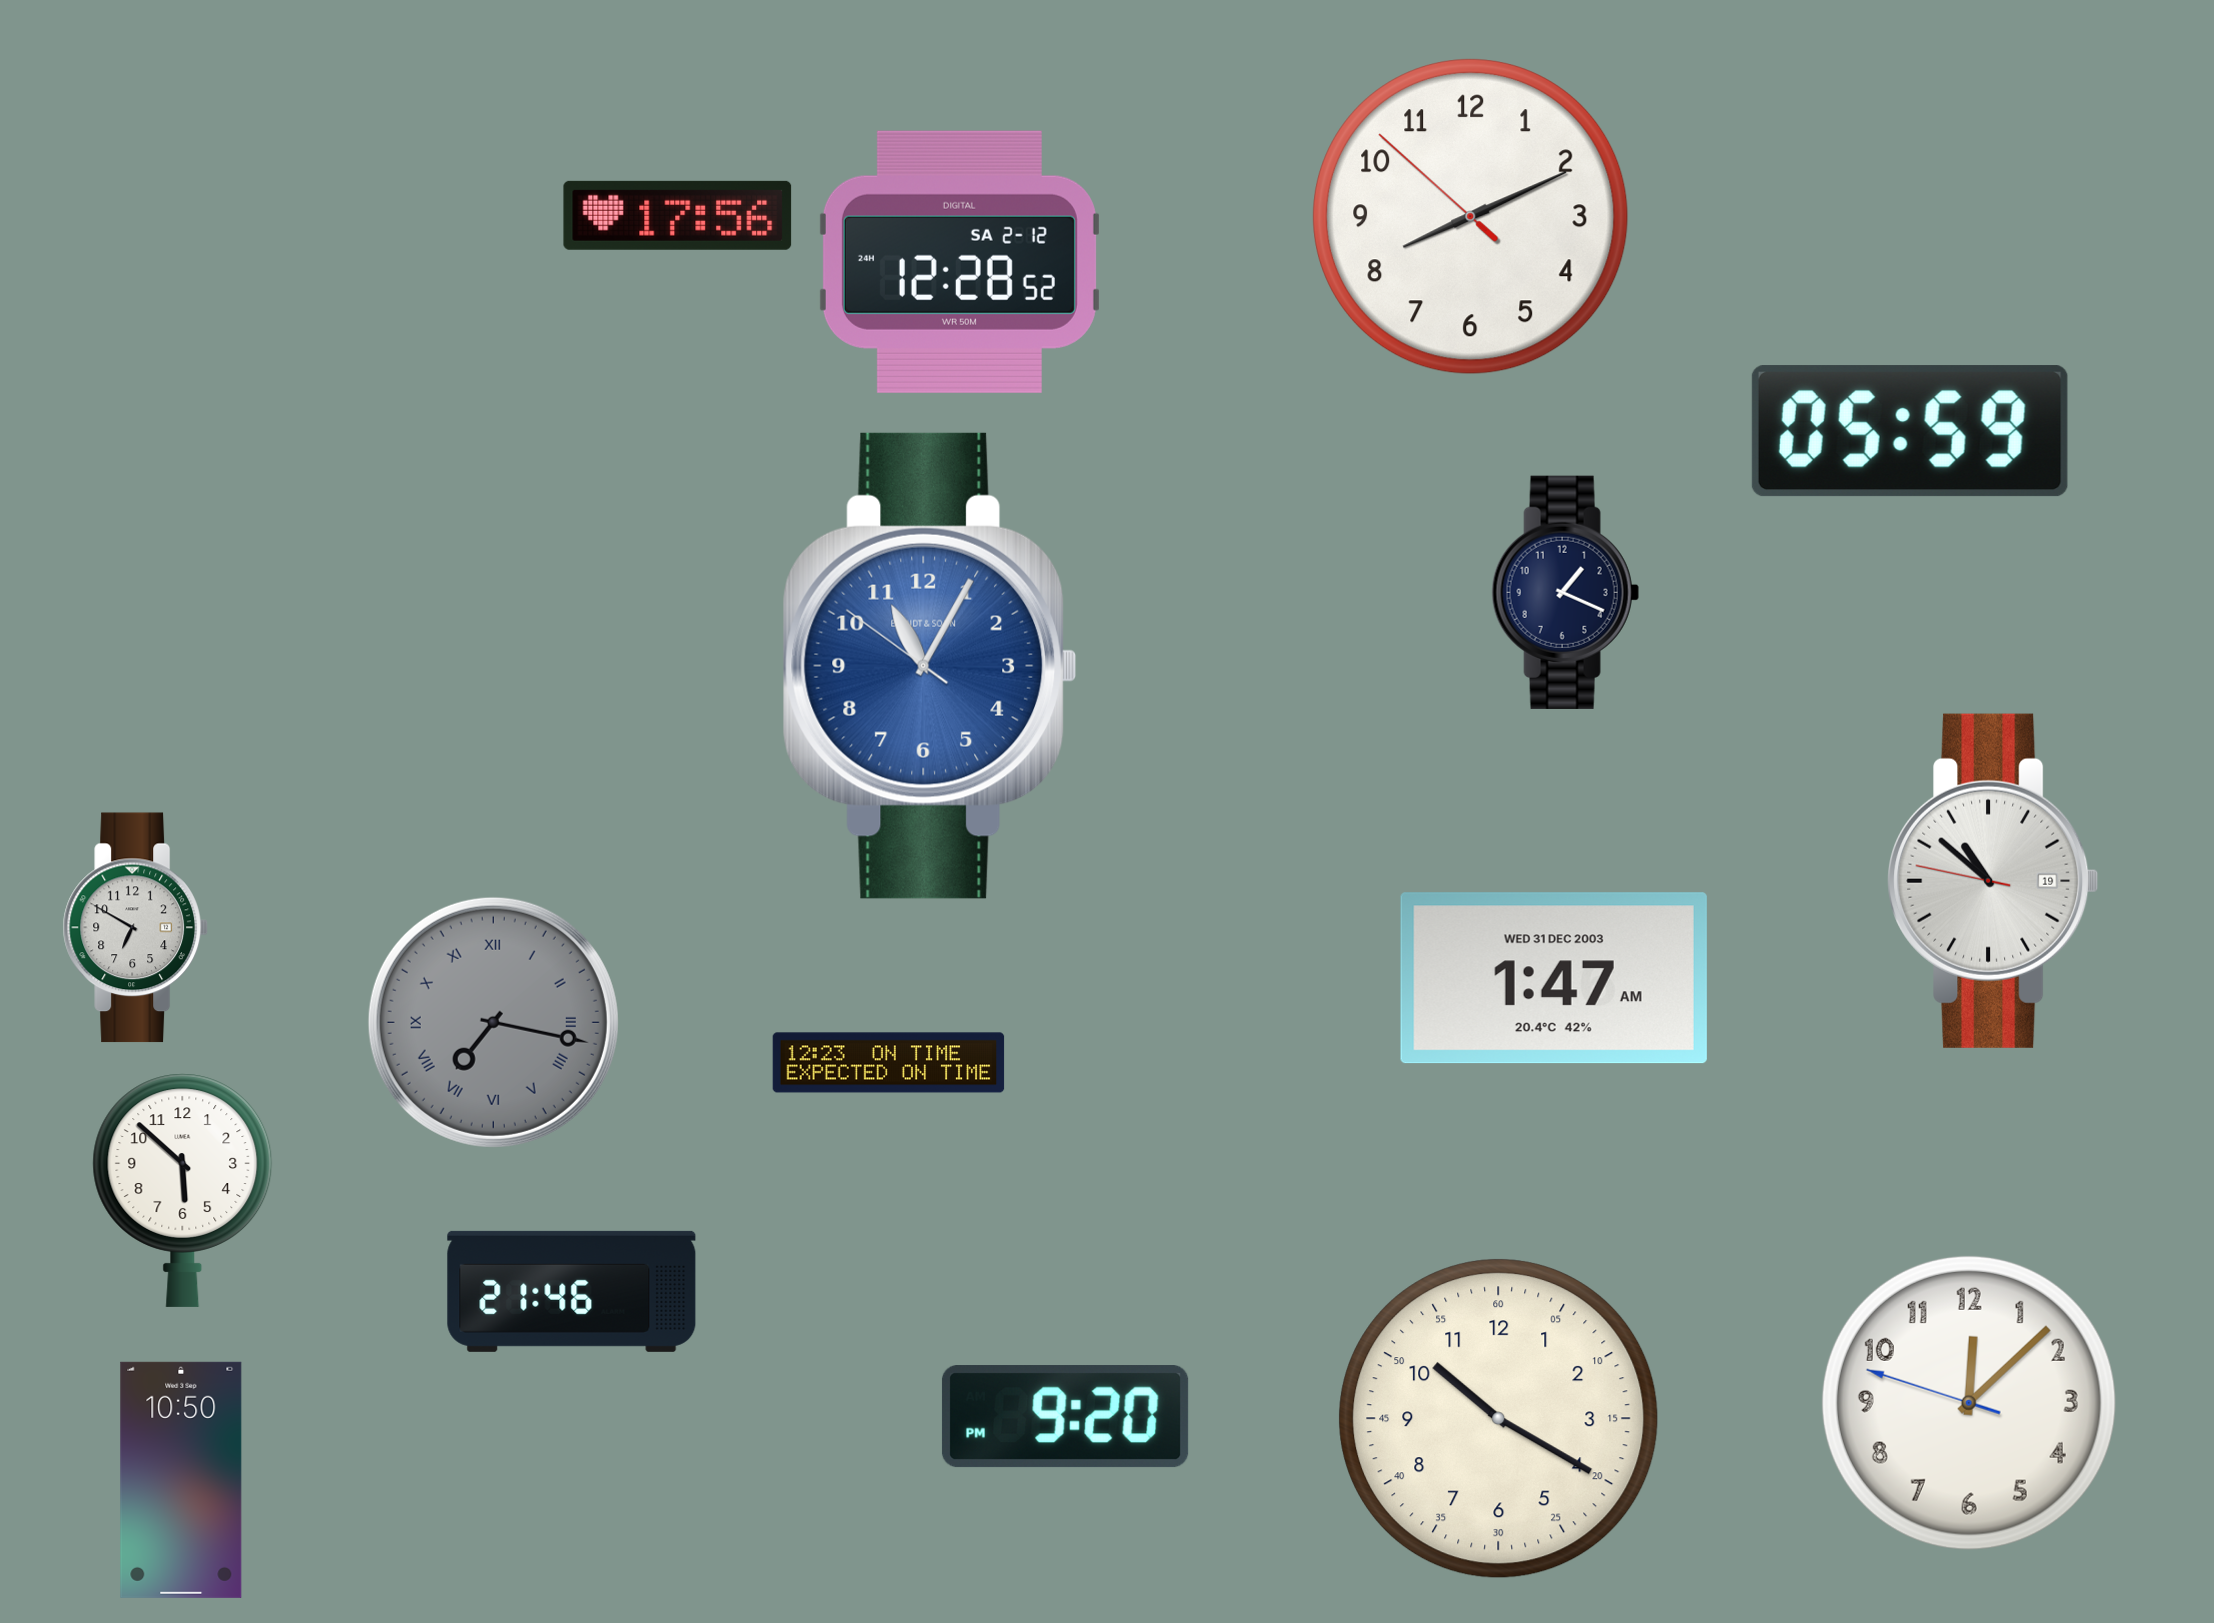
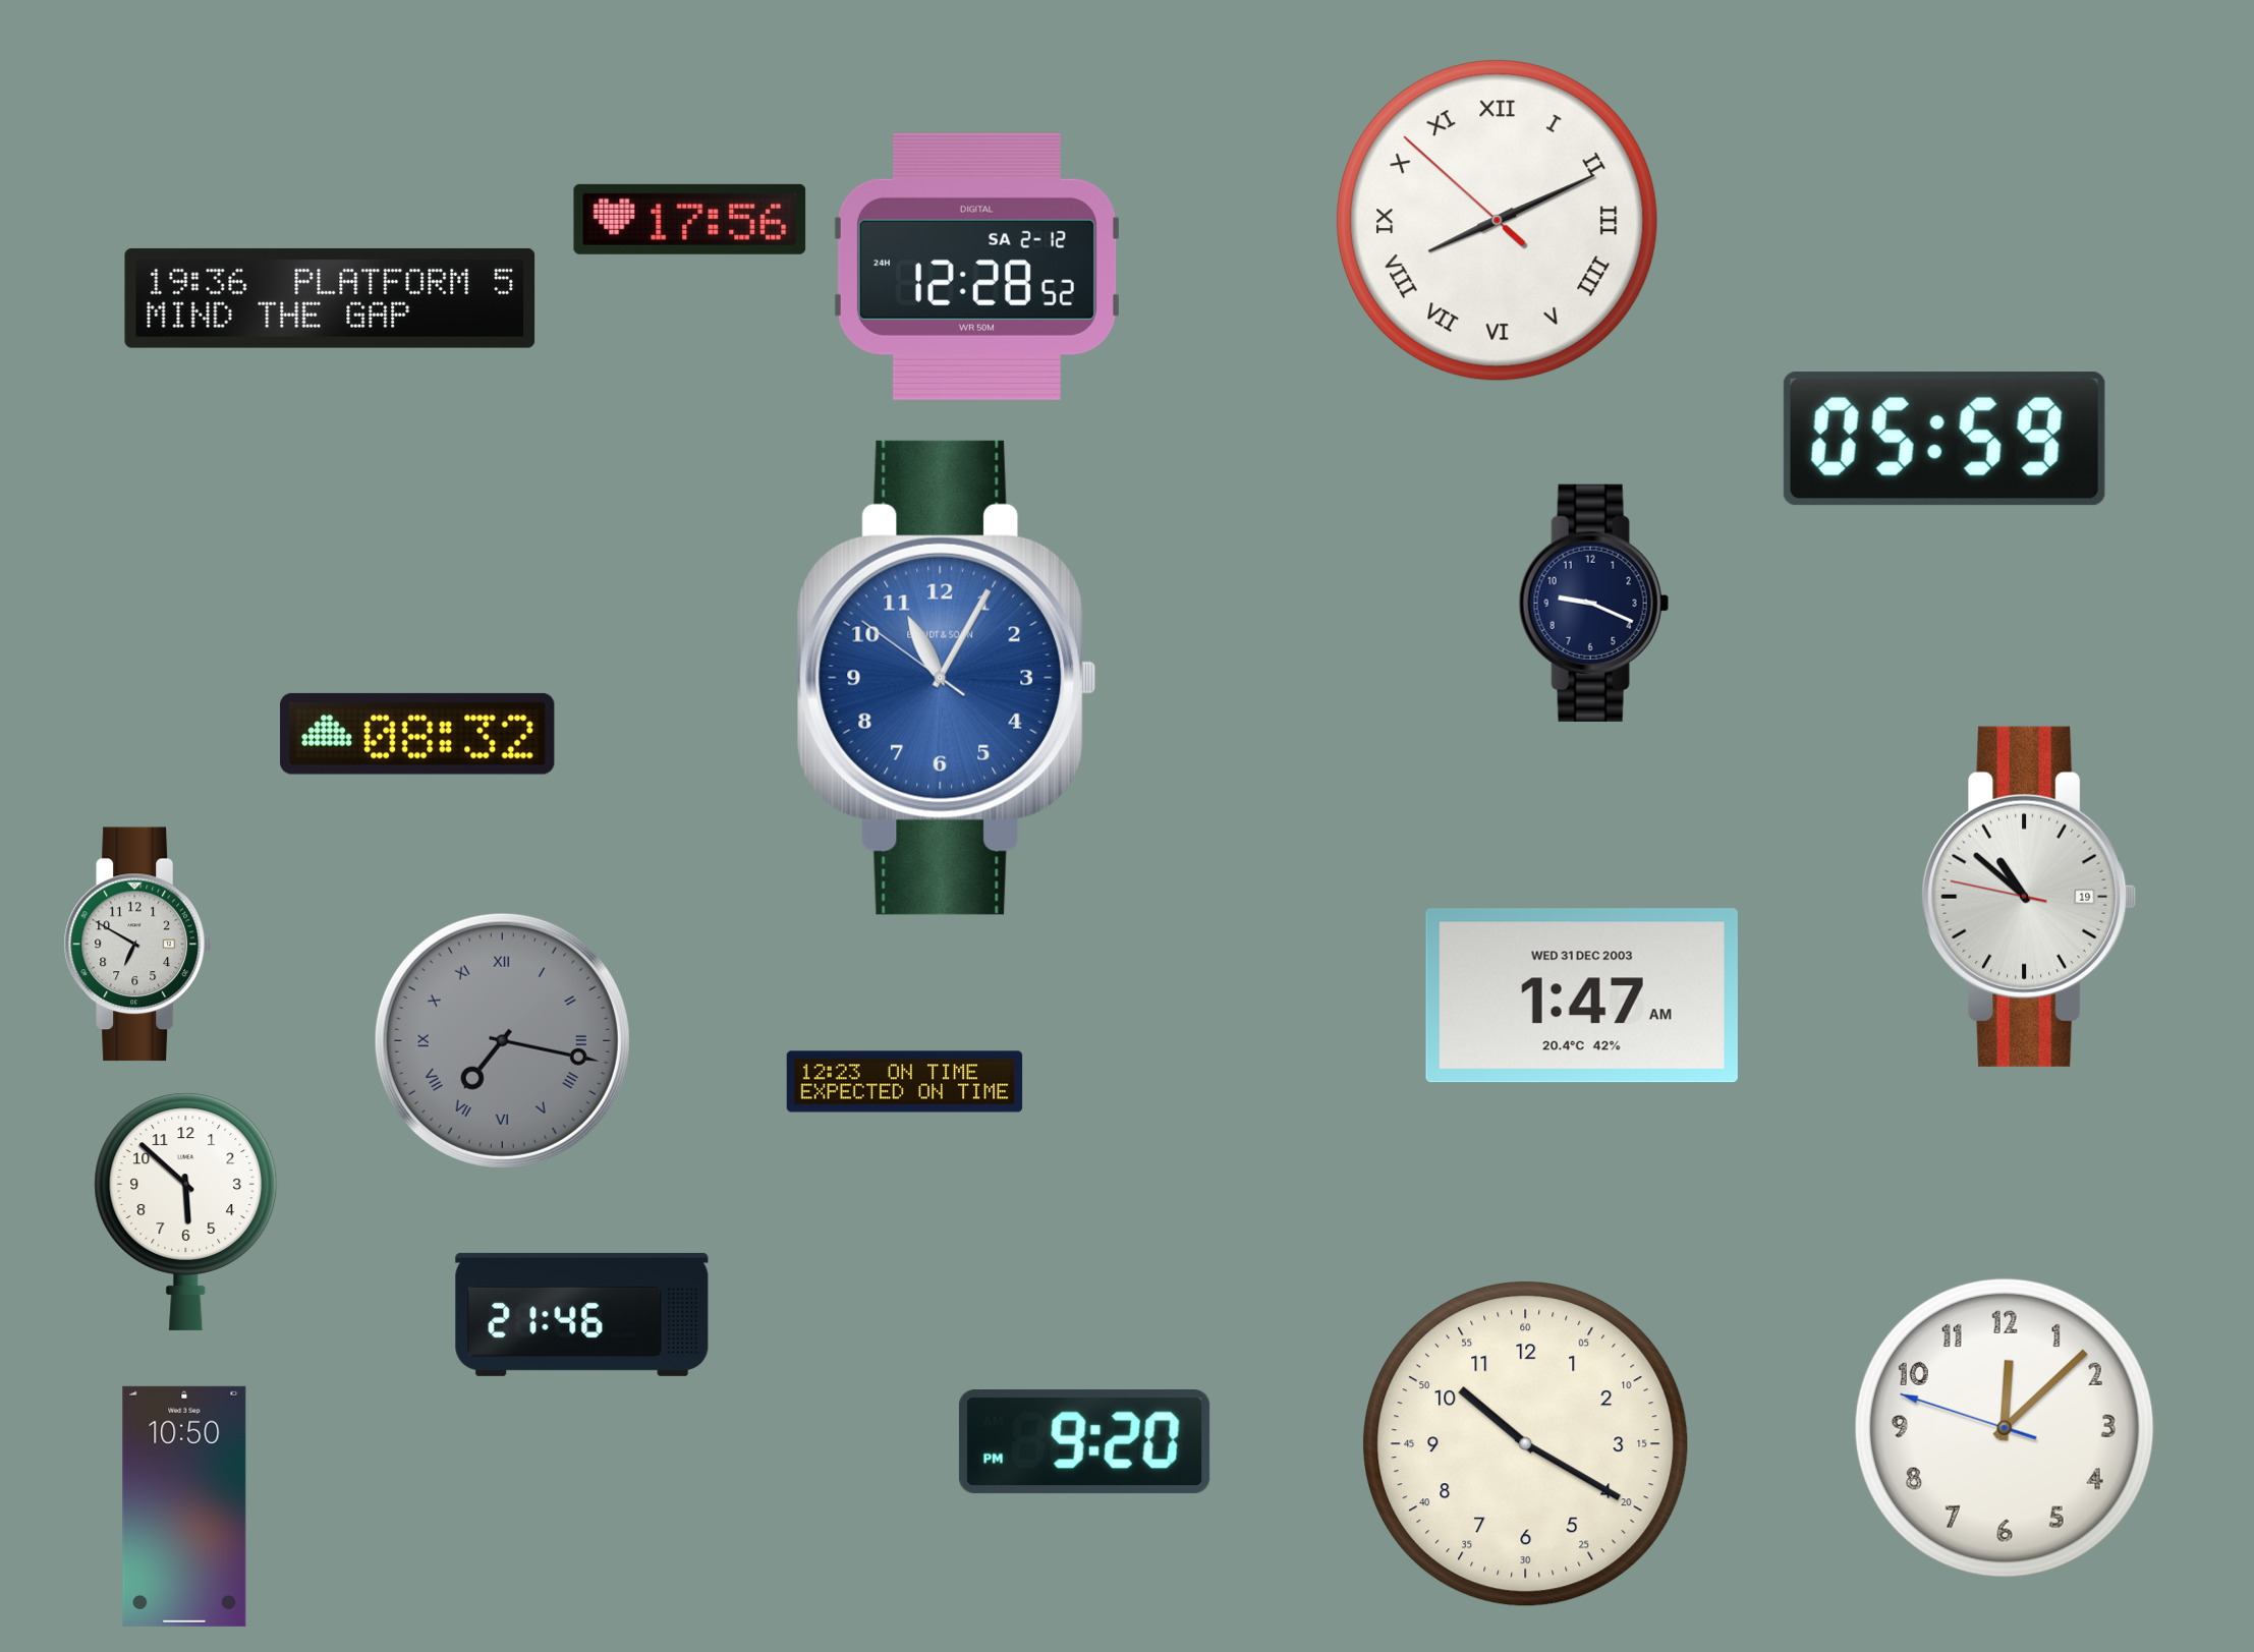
clock at (1471, 217) numerals: Arabic -> Roman
clock at (330, 298): none -> 19:36
clock at (1565, 592): 1:19 -> 9:19
clock at (417, 734): none -> 08:32
